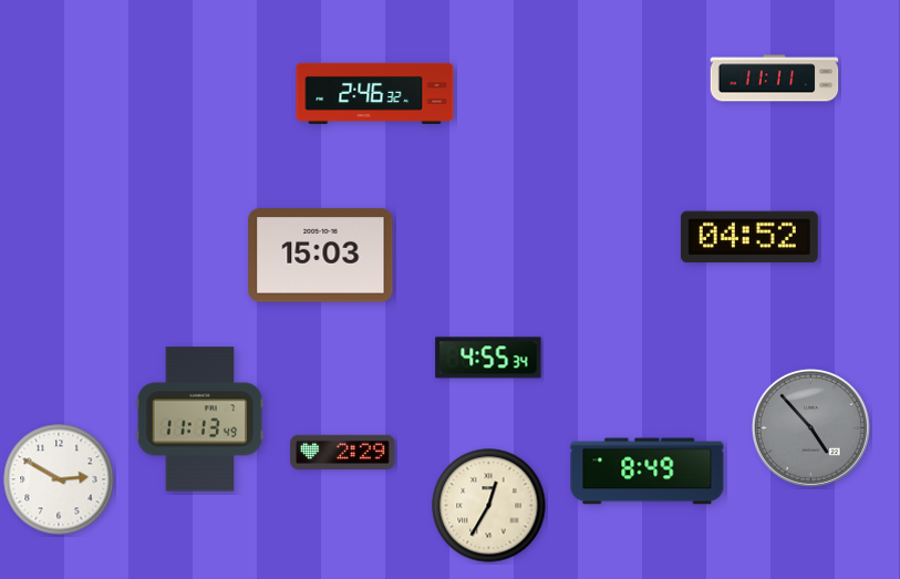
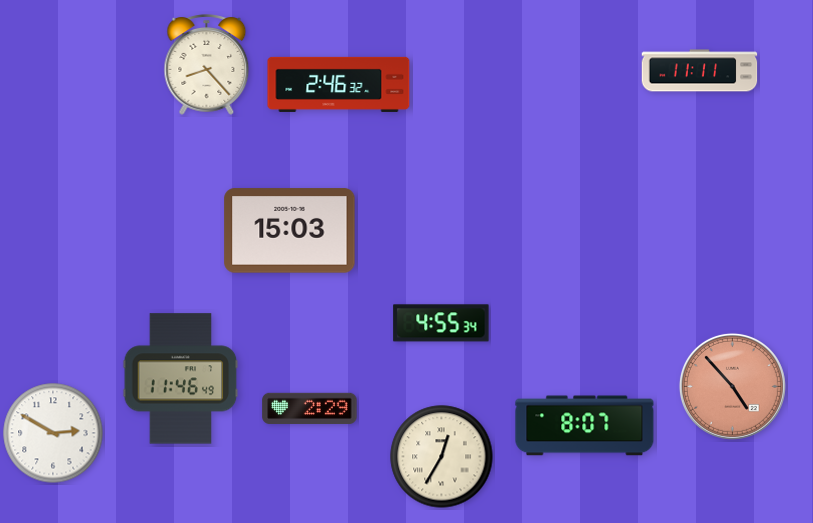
clock at (207, 65): none -> 8:23
clock at (749, 237): 04:52 -> none
clock at (200, 420): 11:13 -> 11:46
clock at (810, 427) dial: grey -> salmon
clock at (648, 472): 8:49 -> 8:07
